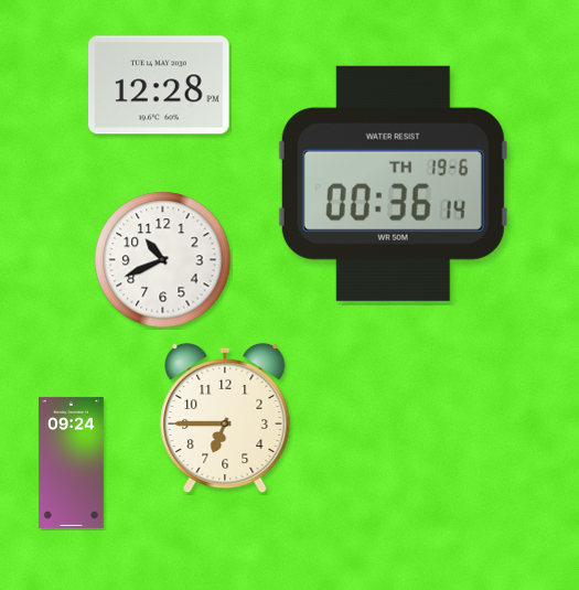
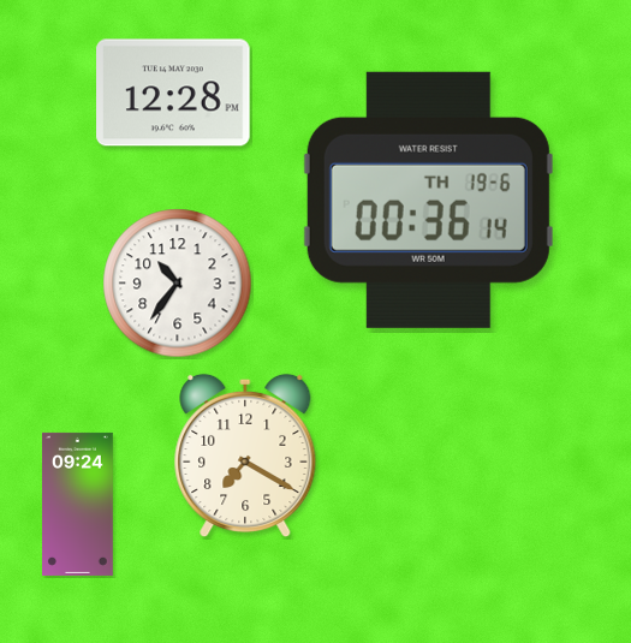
clock at (163, 260): 10:41 -> 10:36
clock at (225, 418): 6:45 -> 7:20
